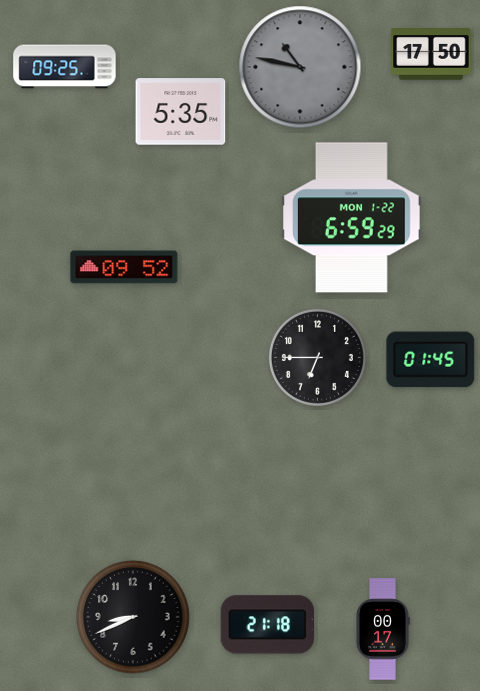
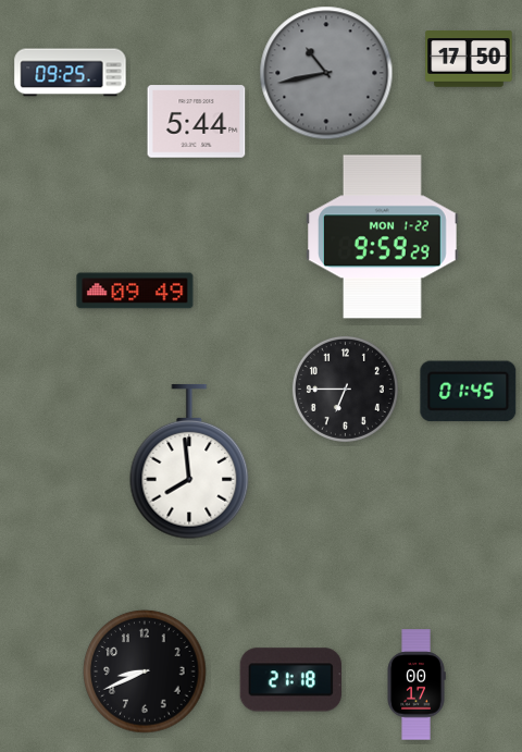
clock at (300, 67): 10:47 -> 10:43
clock at (181, 112): 5:35 -> 5:44
clock at (352, 218): 6:59 -> 9:59
clock at (124, 267): 09:52 -> 09:49
clock at (189, 461): none -> 7:59
